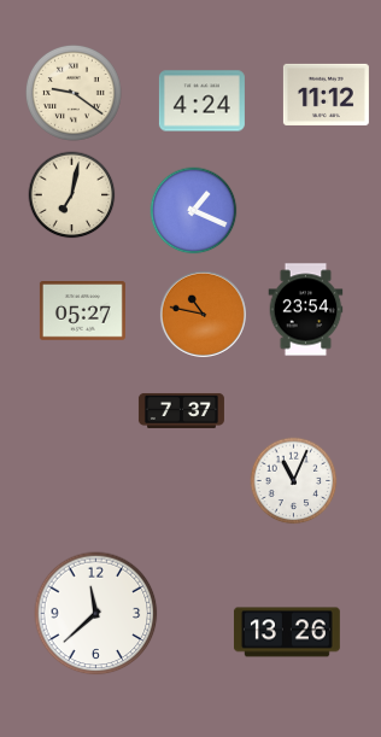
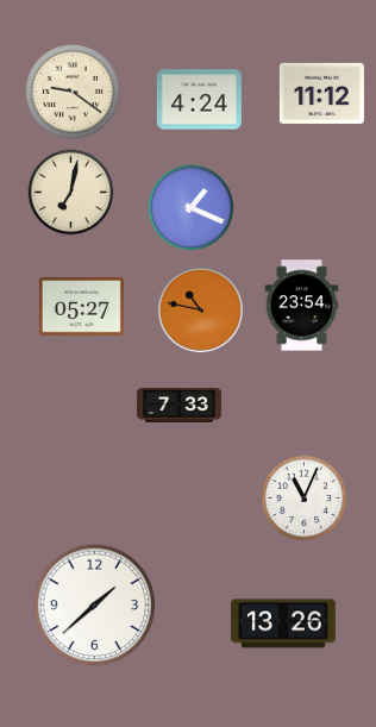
clock at (181, 410): 7:37 -> 7:33
clock at (294, 481) position: (294, 481) -> (305, 499)
clock at (96, 614): 11:38 -> 1:38
